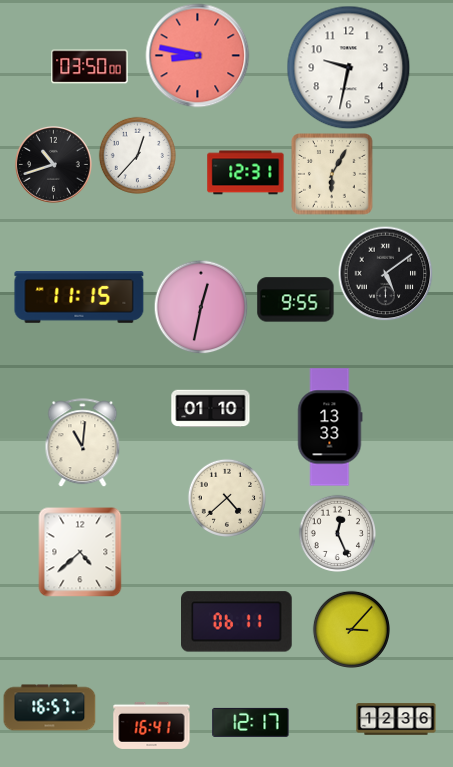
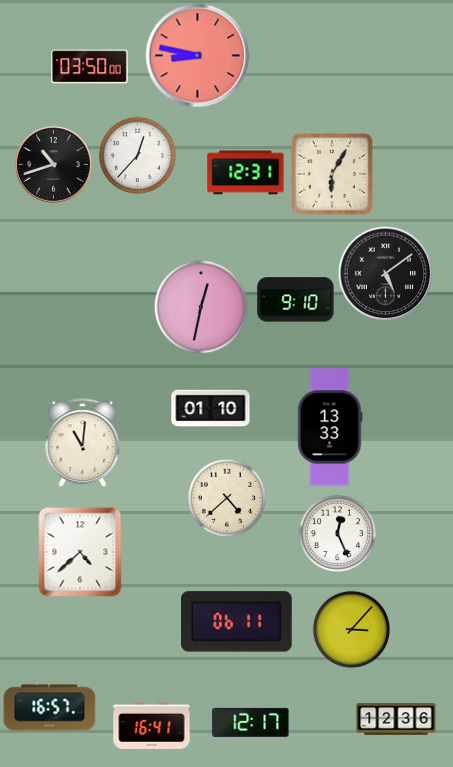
clock at (349, 68): 9:32 -> none
clock at (79, 297): 11:15 -> none
clock at (296, 300): 9:55 -> 9:10
